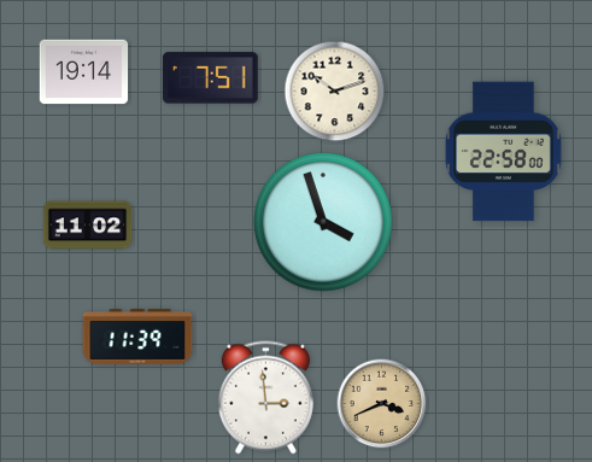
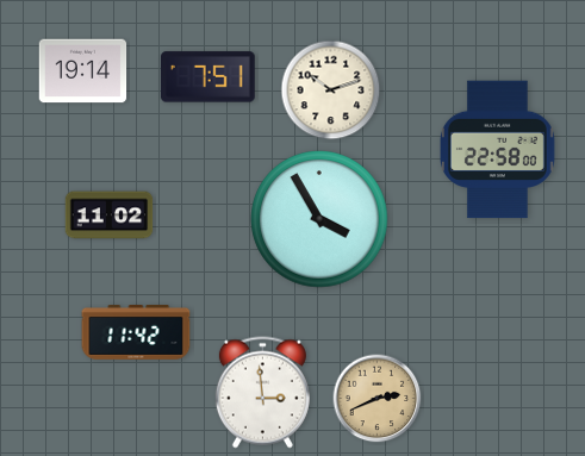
clock at (323, 222): 3:57 -> 3:55
clock at (88, 226) position: (88, 226) -> (110, 215)
clock at (137, 338): 11:39 -> 11:42
clock at (382, 404): 3:41 -> 2:41
